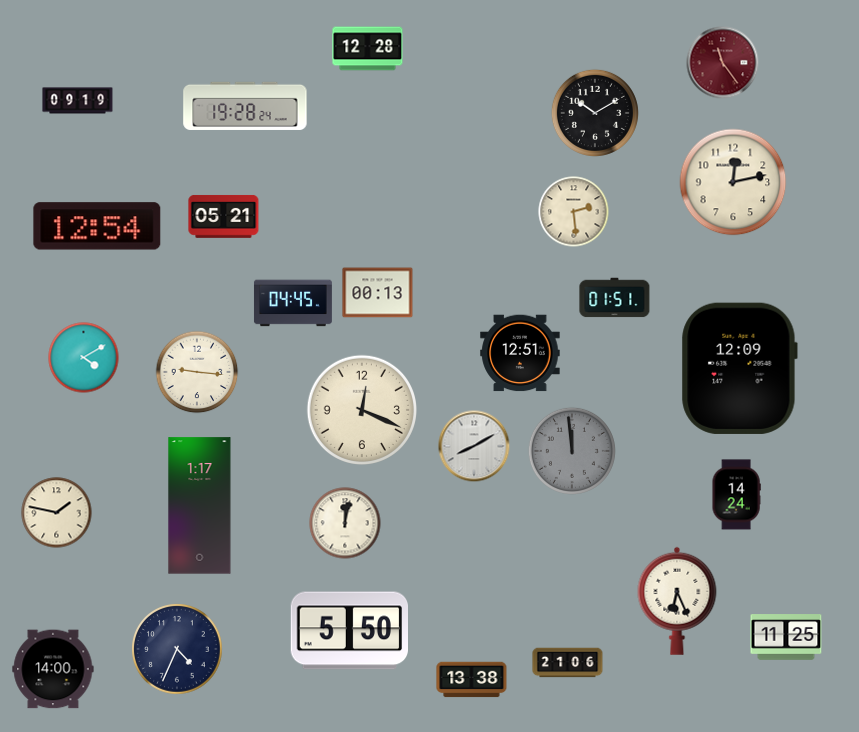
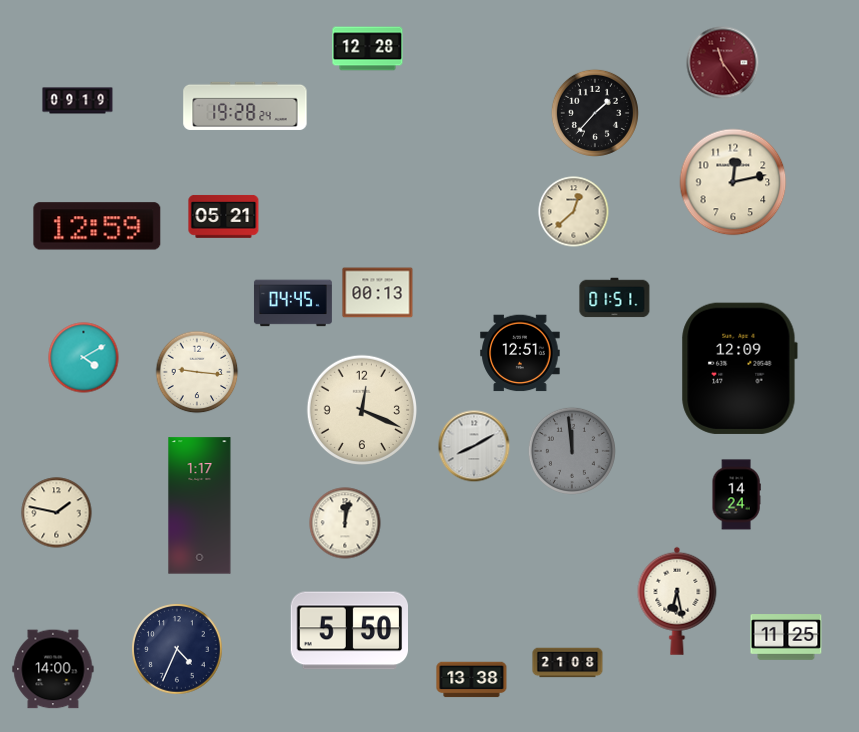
clock at (595, 113): 10:10 -> 1:37
clock at (574, 212): 2:29 -> 12:38
clock at (97, 226): 12:54 -> 12:59
clock at (677, 601): 6:26 -> 6:28
clock at (568, 663): 21:06 -> 21:08
